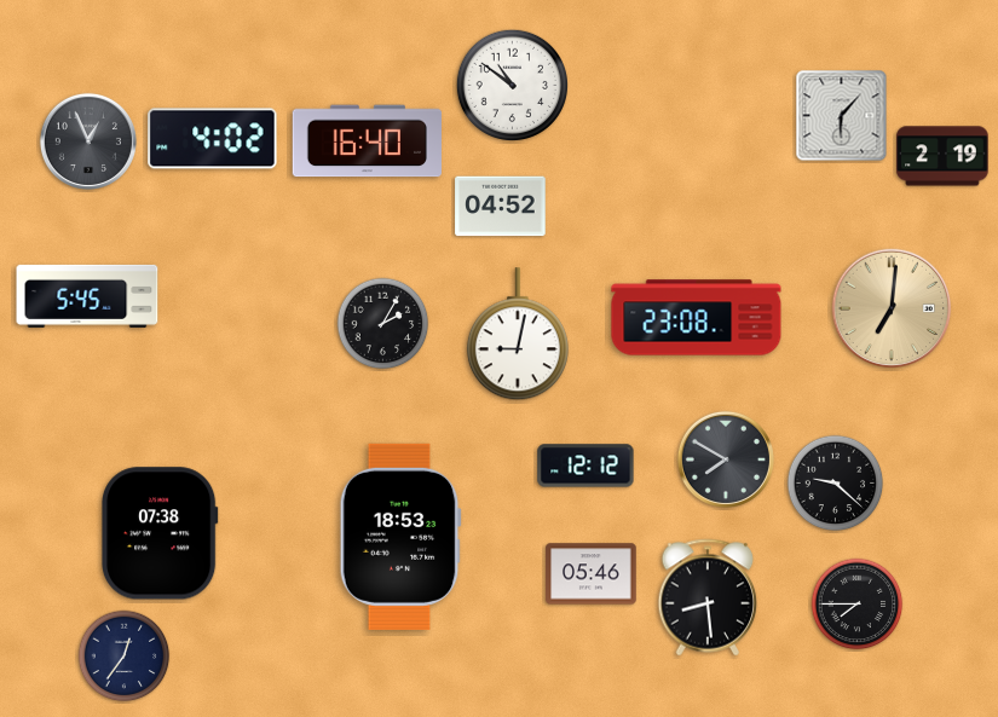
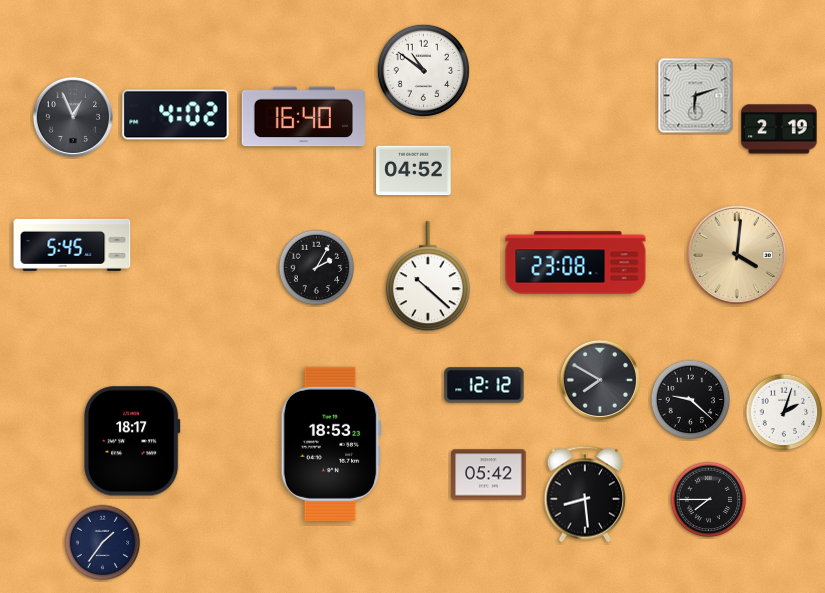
clock at (842, 116): 6:07 -> 6:12
clock at (892, 308): 7:01 -> 4:01
clock at (518, 335): 9:02 -> 10:22
clock at (784, 412): none -> 2:03
clock at (160, 533): 07:38 -> 18:17
clock at (592, 574): 05:46 -> 05:42
clock at (125, 657): 12:36 -> 1:36
